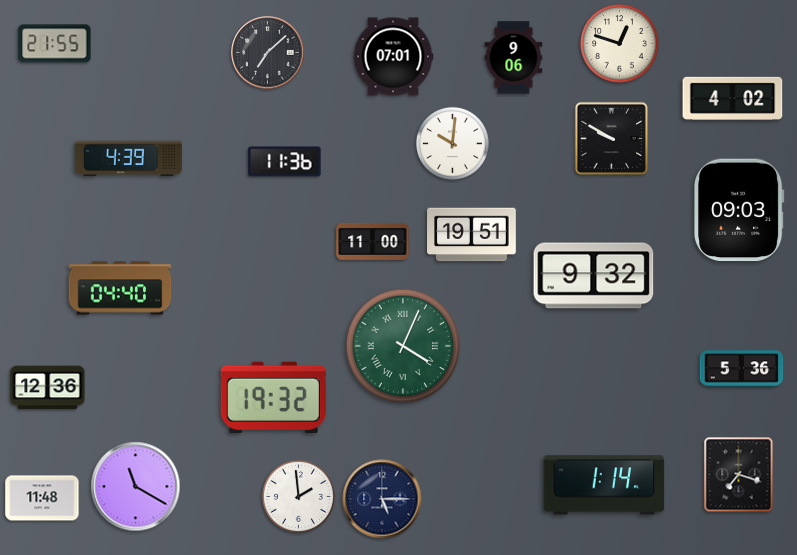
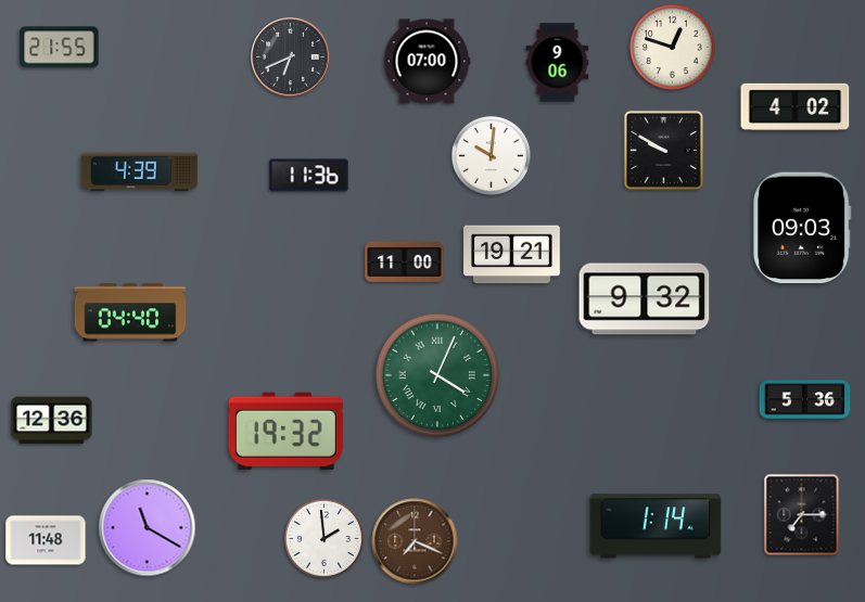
clock at (268, 53): 7:08 -> 6:41
clock at (393, 57): 07:01 -> 07:00
clock at (472, 235): 19:51 -> 19:21
clock at (273, 397) position: (273, 397) -> (285, 431)
clock at (739, 475): 7:18 -> 7:15
clock at (382, 499): 5:15 -> 7:19
clock at (382, 499) dial: navy -> brown
